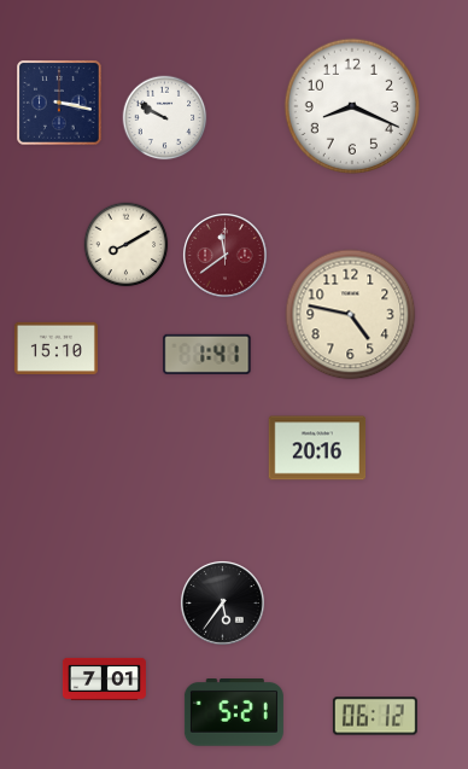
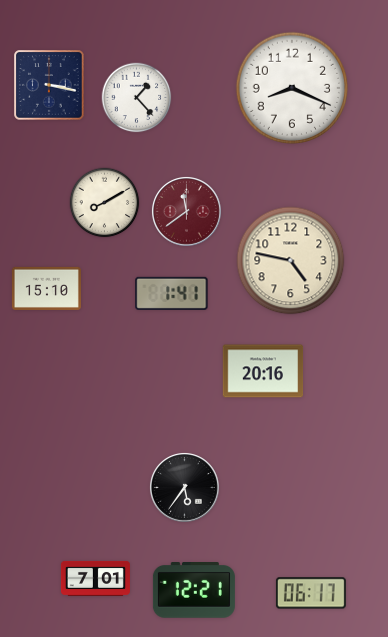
clock at (165, 118): 9:50 -> 1:23
clock at (223, 604) position: (223, 604) -> (185, 488)
clock at (104, 678) position: (104, 678) -> (95, 578)
clock at (234, 713): 5:21 -> 12:21
clock at (375, 716): 06:12 -> 06:17
